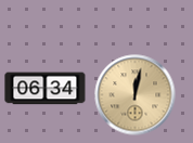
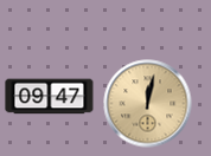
clock at (46, 89): 06:34 -> 09:47
